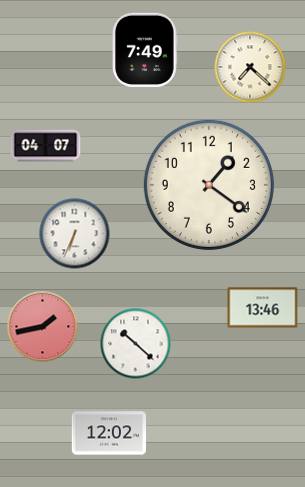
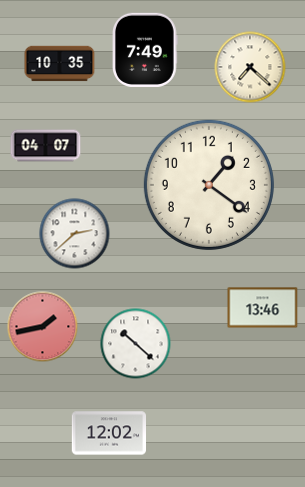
clock at (60, 64): none -> 10:35
clock at (75, 234): 6:34 -> 2:38
